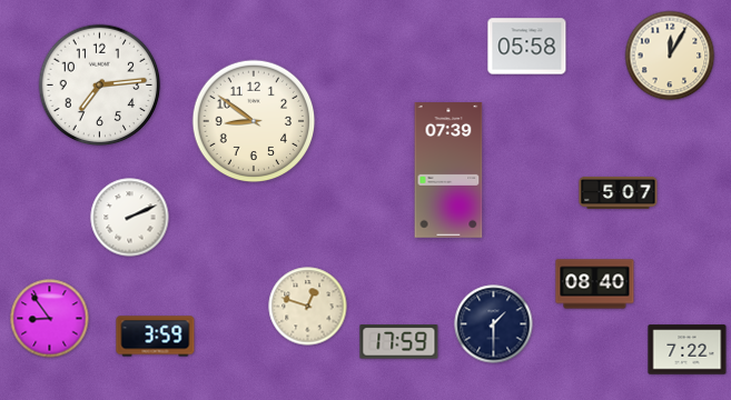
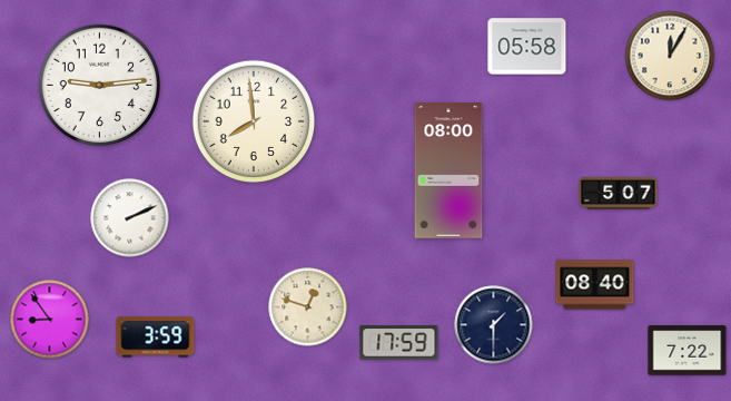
clock at (100, 86): 7:14 -> 9:14
clock at (254, 121): 8:51 -> 7:59
clock at (448, 170): 07:39 -> 08:00
